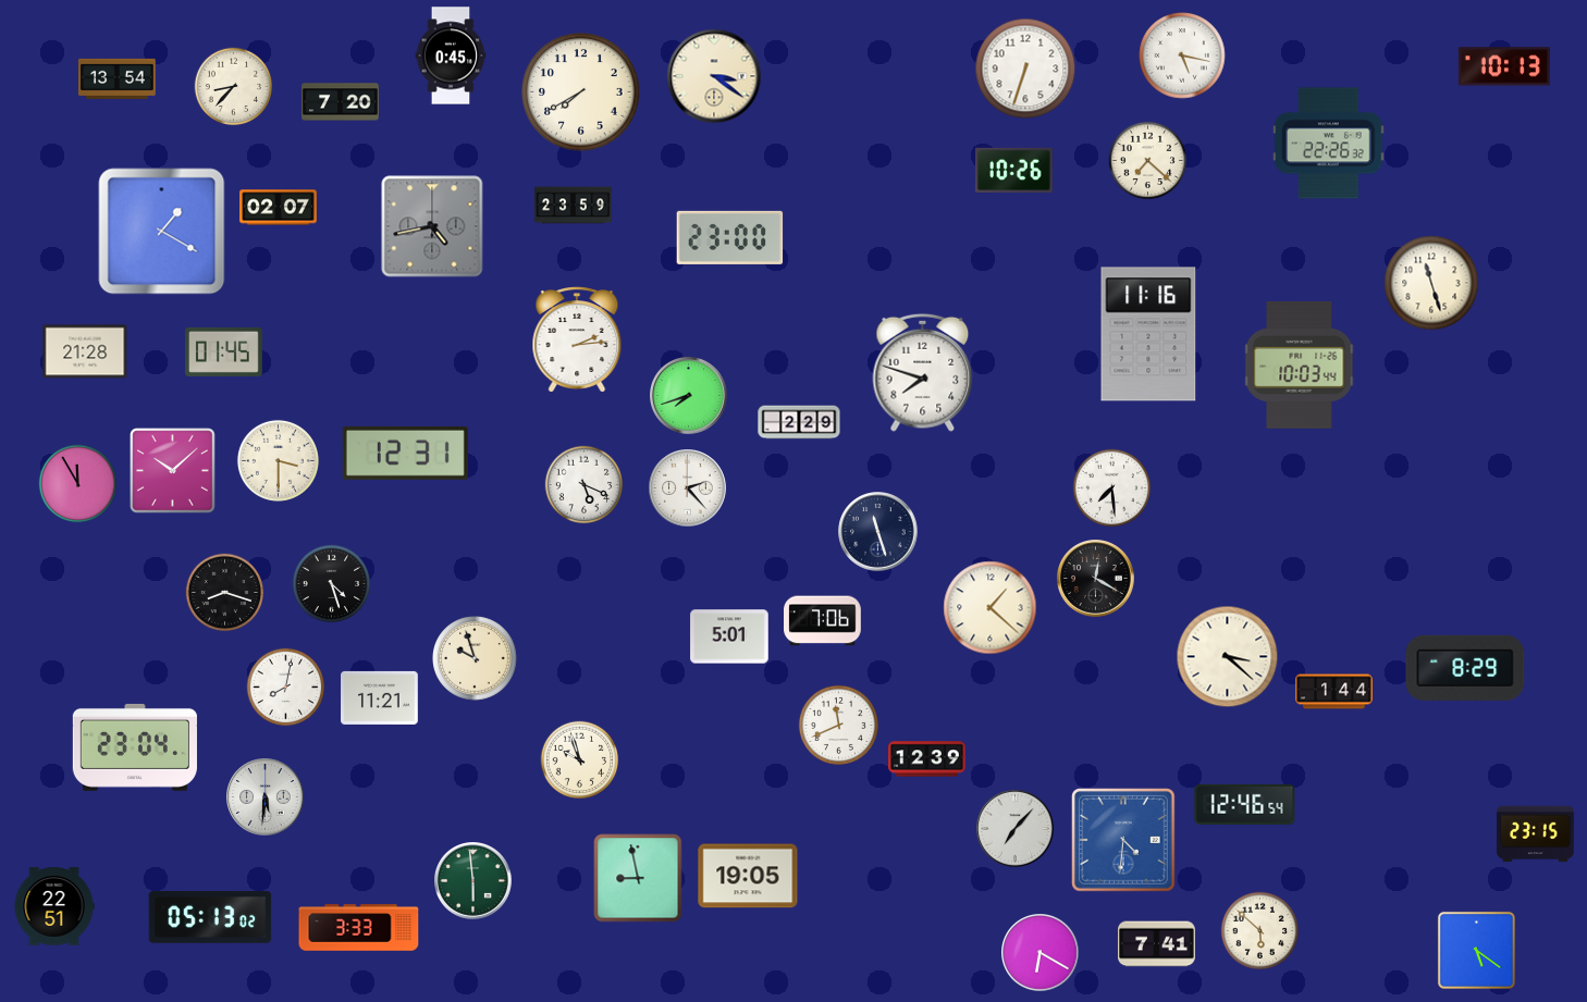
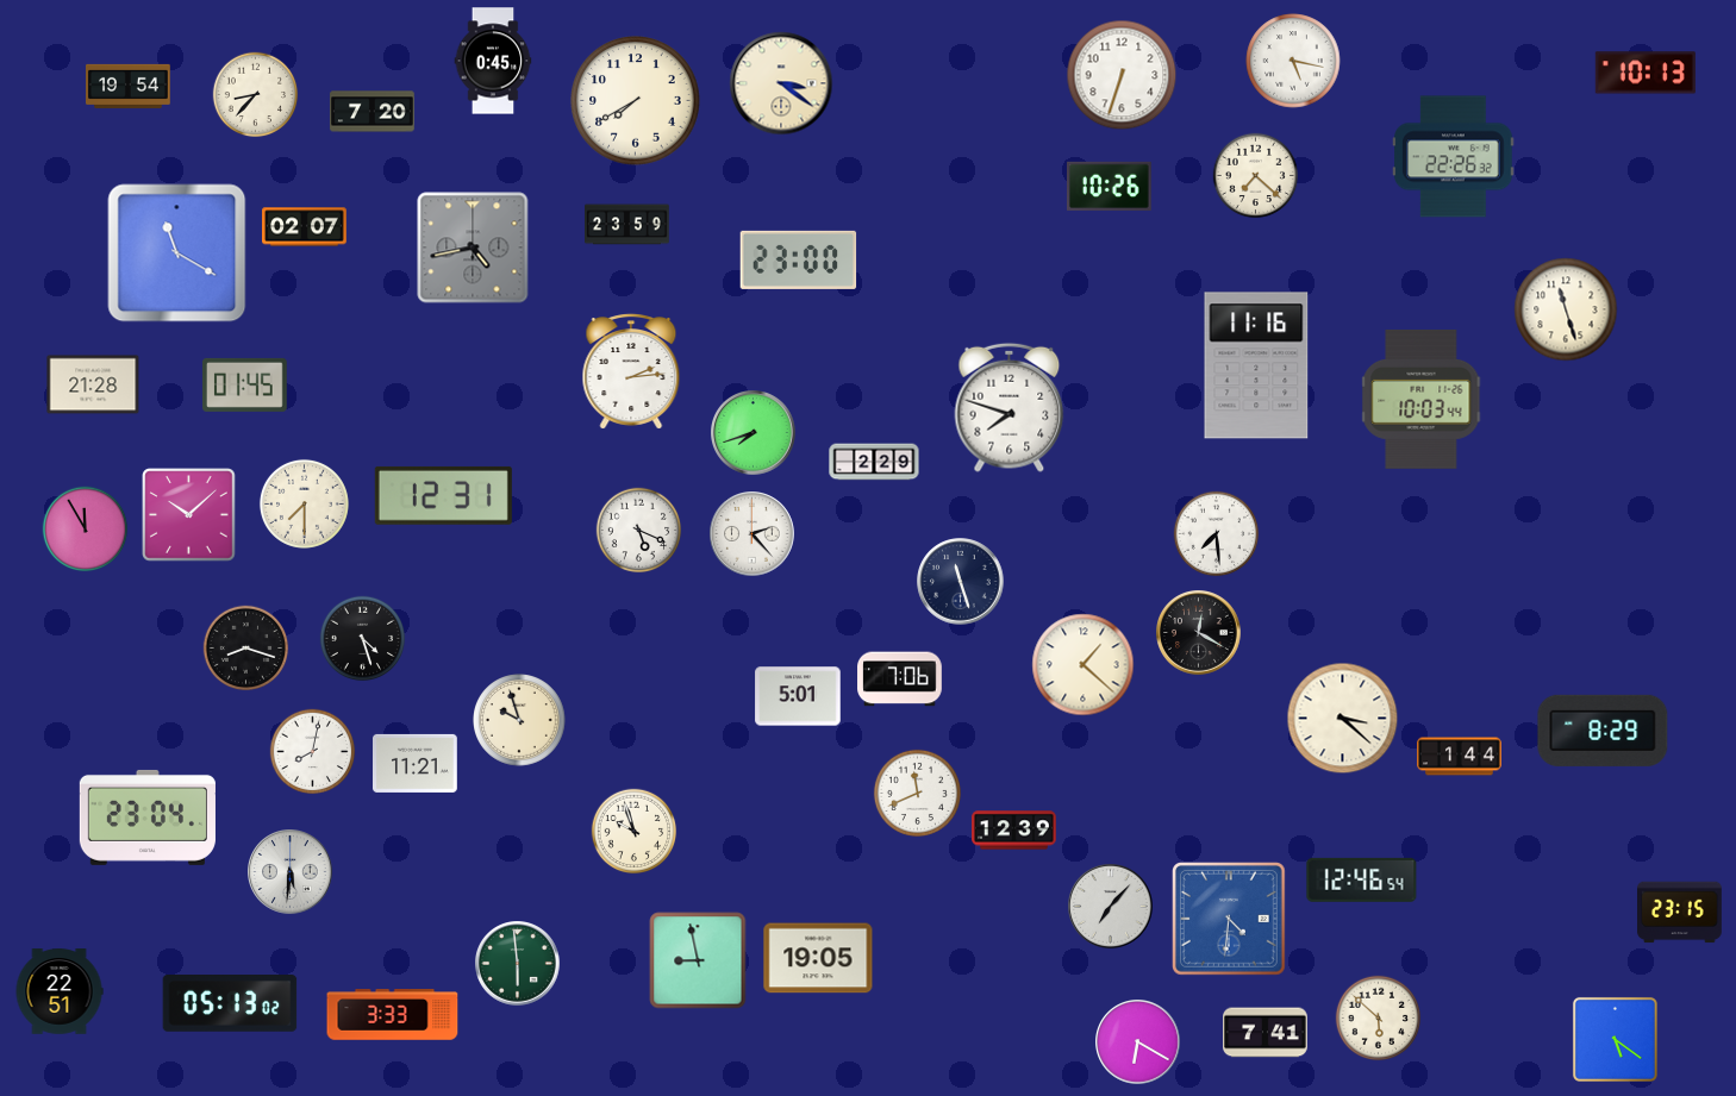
clock at (118, 78): 13:54 -> 19:54
clock at (162, 232): 1:20 -> 11:20
clock at (278, 460): 3:30 -> 7:30
